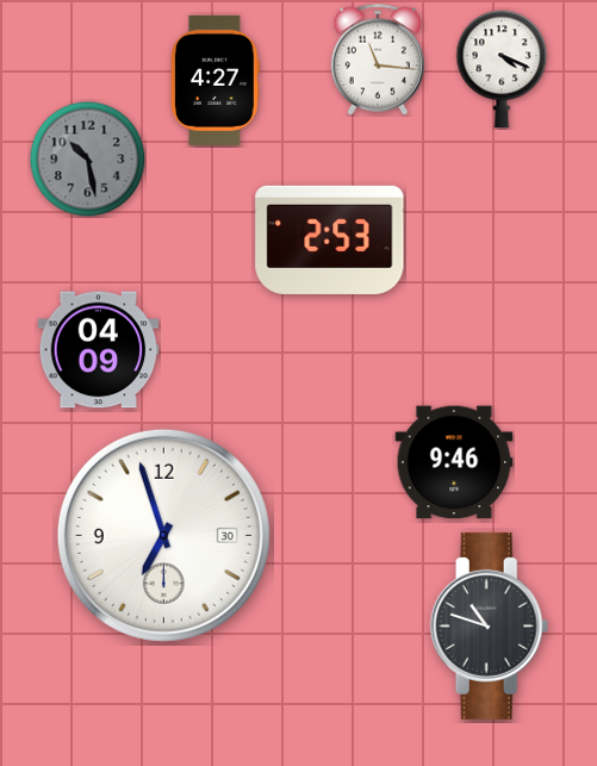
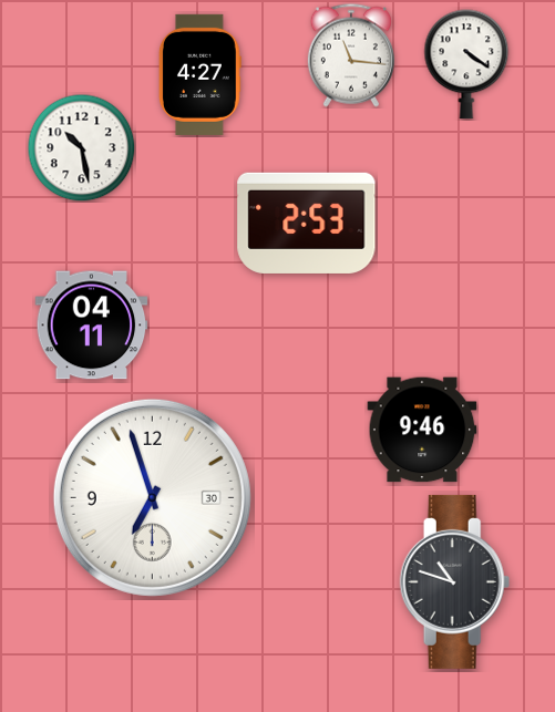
clock at (502, 69): 4:19 -> 4:21
clock at (87, 158) dial: grey -> white
clock at (99, 350): 04:09 -> 04:11
